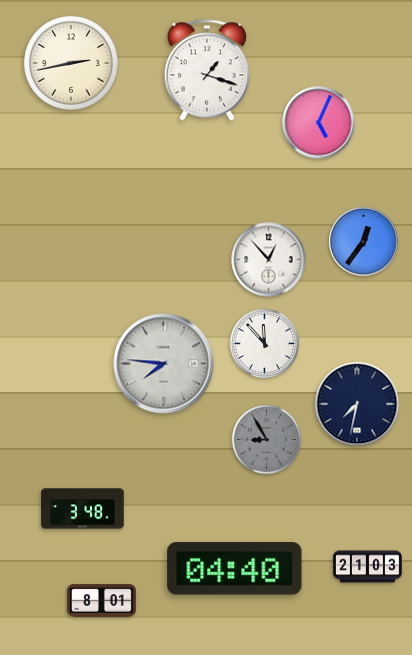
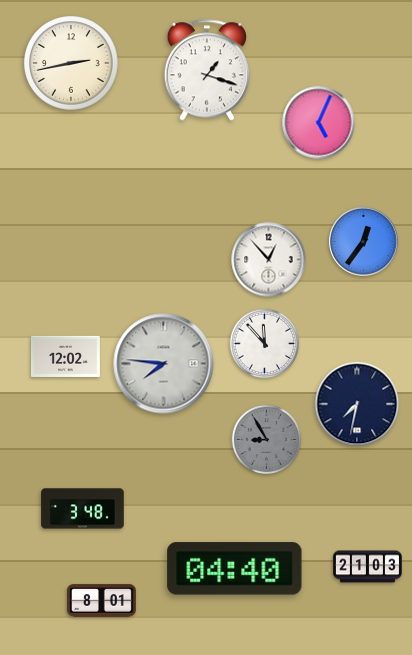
clock at (65, 356): none -> 12:02
